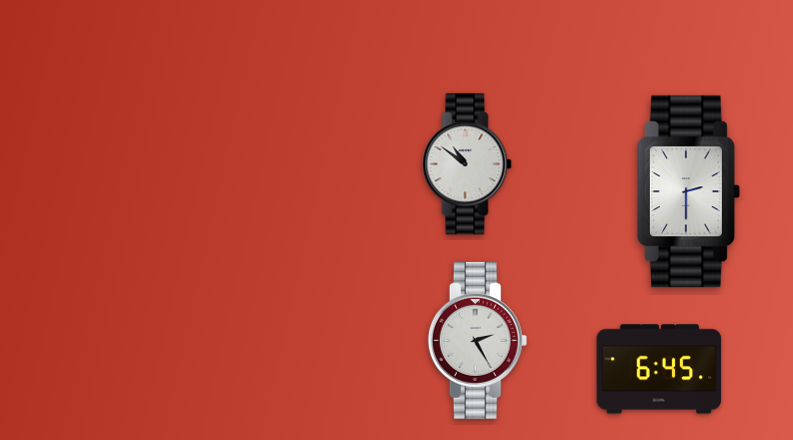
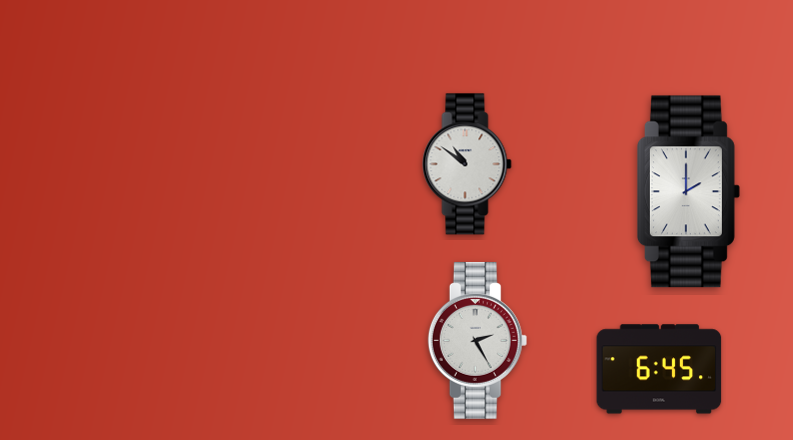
clock at (688, 192): 2:30 -> 2:00
